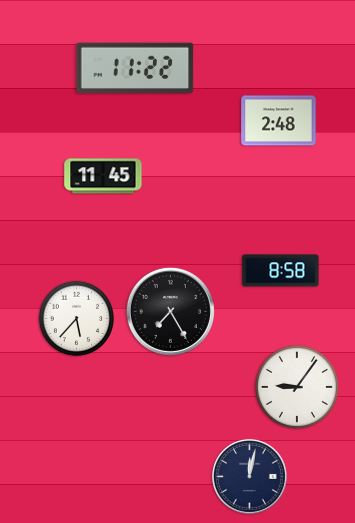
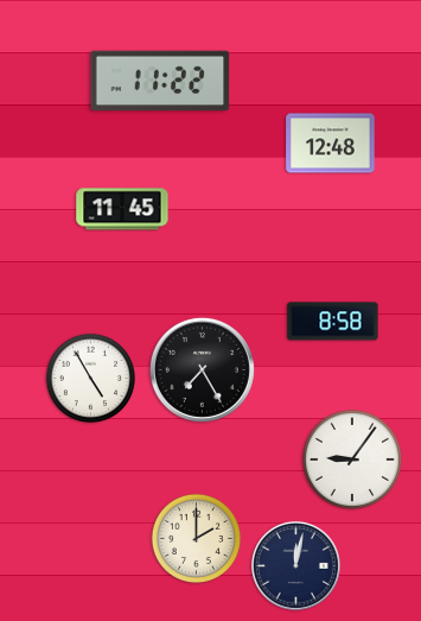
clock at (279, 121): 2:48 -> 12:48
clock at (77, 319): 5:37 -> 4:55
clock at (197, 539): none -> 2:00
